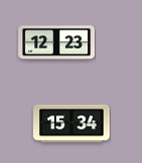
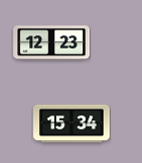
clock at (57, 43) position: (57, 43) -> (52, 43)
